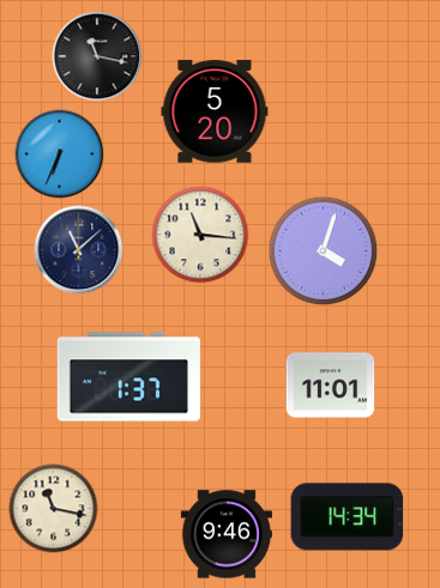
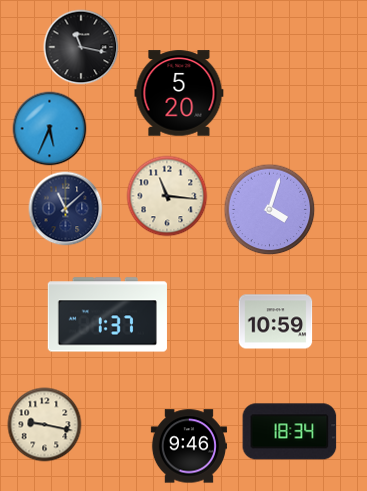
clock at (60, 154): 6:34 -> 5:34
clock at (331, 386): 11:01 -> 10:59
clock at (54, 509): 11:17 -> 9:17
clock at (348, 517): 14:34 -> 18:34
